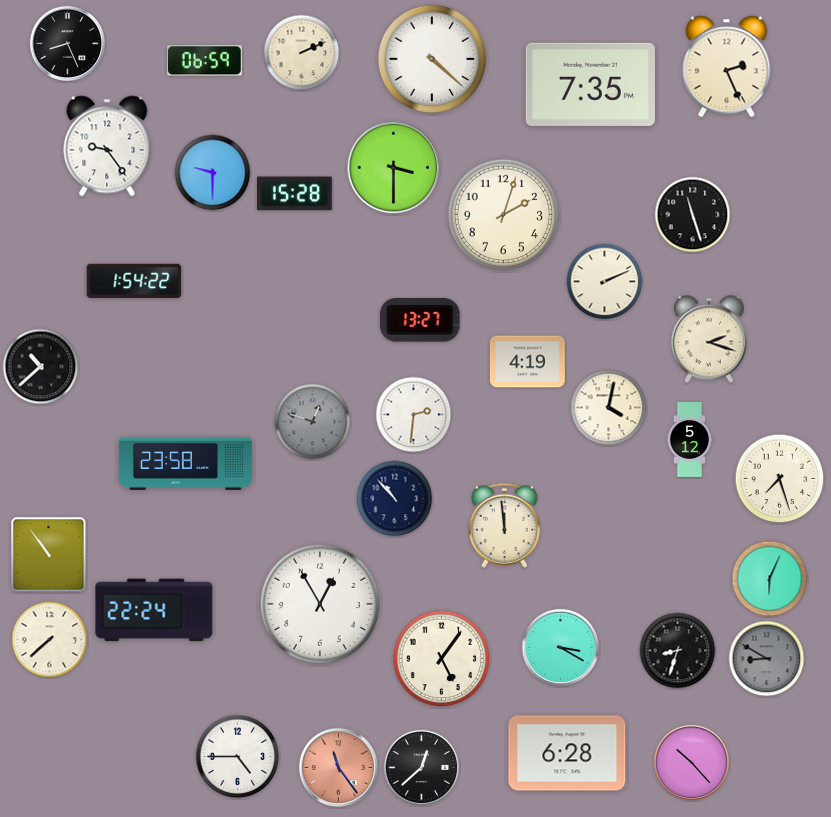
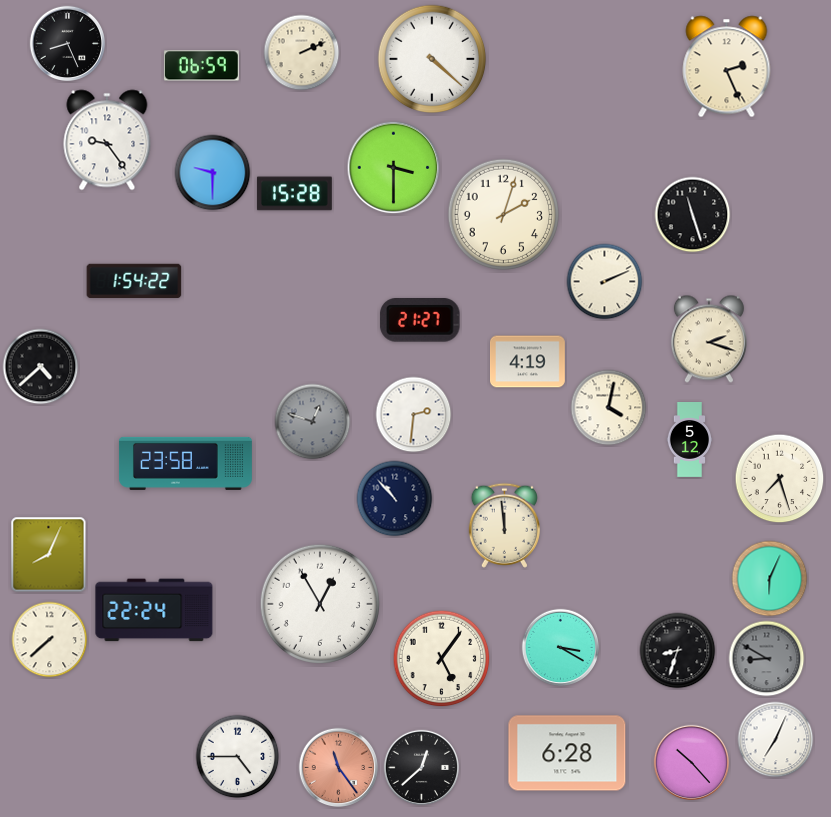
clock at (204, 61) position: (204, 61) -> (201, 66)
clock at (590, 84): 7:35 -> none
clock at (107, 146) position: (107, 146) -> (107, 140)
clock at (420, 321): 13:27 -> 21:27
clock at (41, 367): 10:38 -> 4:38
clock at (49, 555): 10:54 -> 8:04
clock at (776, 740): none -> 7:04
